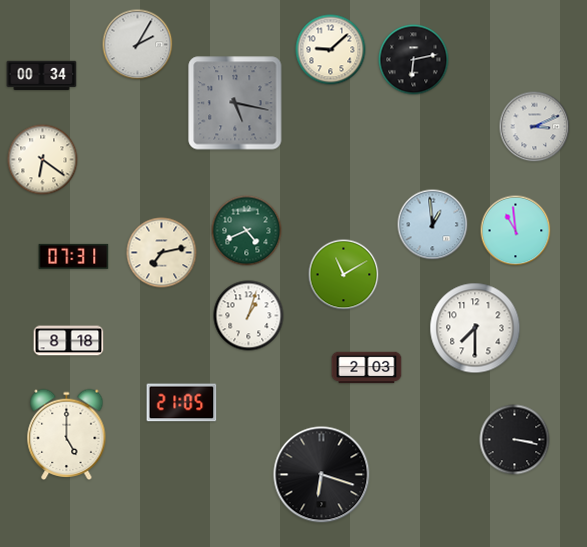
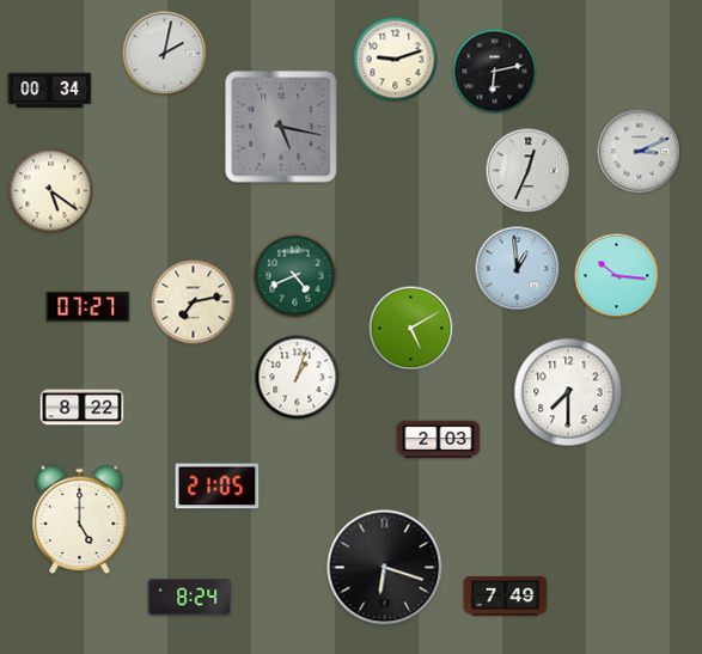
clock at (138, 45): 2:05 -> 2:02
clock at (331, 50): 9:08 -> 9:12
clock at (235, 103) position: (235, 103) -> (281, 127)
clock at (529, 171): none -> 12:34
clock at (43, 160): 6:21 -> 5:21
clock at (516, 231): 10:59 -> 10:16
clock at (74, 256): 07:31 -> 07:27
clock at (344, 275): 11:10 -> 5:10
clock at (69, 341): 8:18 -> 8:22
clock at (182, 403) position: (182, 403) -> (218, 487)
clock at (515, 440): 3:17 -> none
clock at (506, 597): none -> 7:49
clock at (190, 598): none -> 8:24
